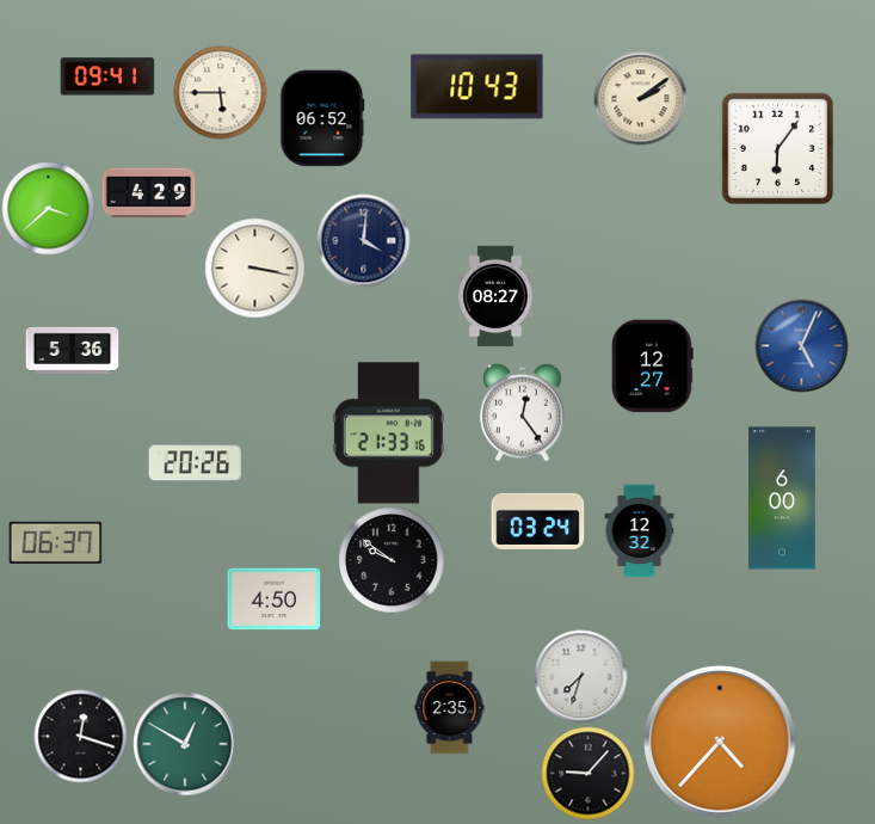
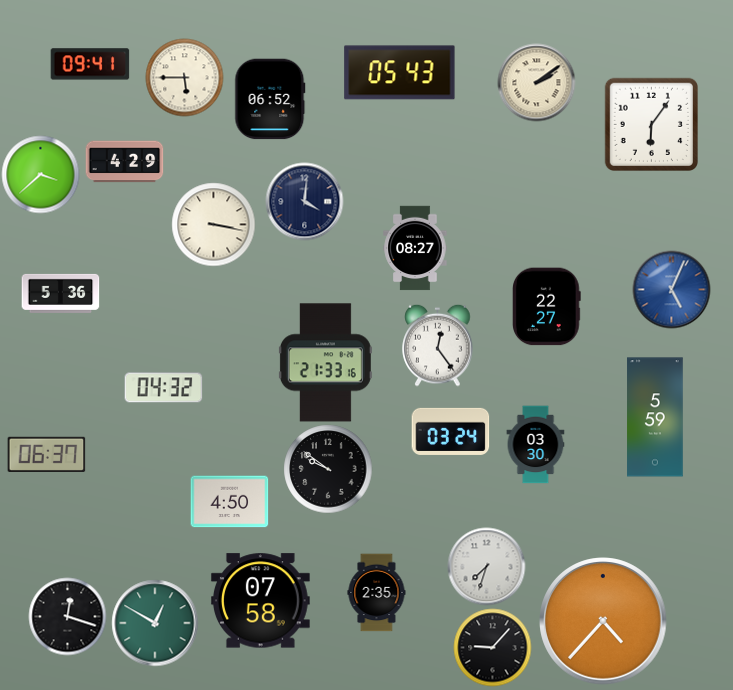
clock at (477, 87): 10:43 -> 05:43
clock at (653, 365): 12:27 -> 22:27
clock at (195, 463): 20:26 -> 04:32
clock at (782, 498): 6:00 -> 5:59
clock at (537, 521) position: (537, 521) -> (450, 431)
clock at (640, 530): 12:32 -> 03:30
clock at (260, 601): none -> 07:58
